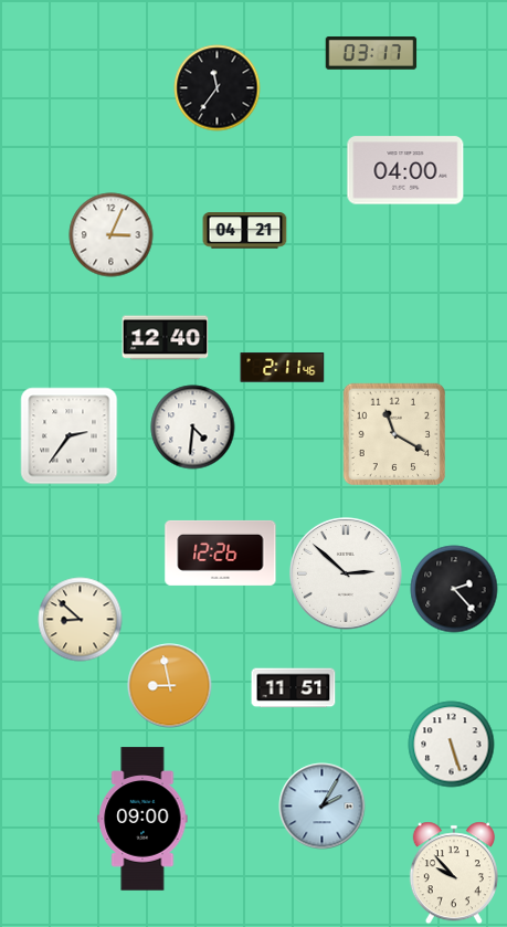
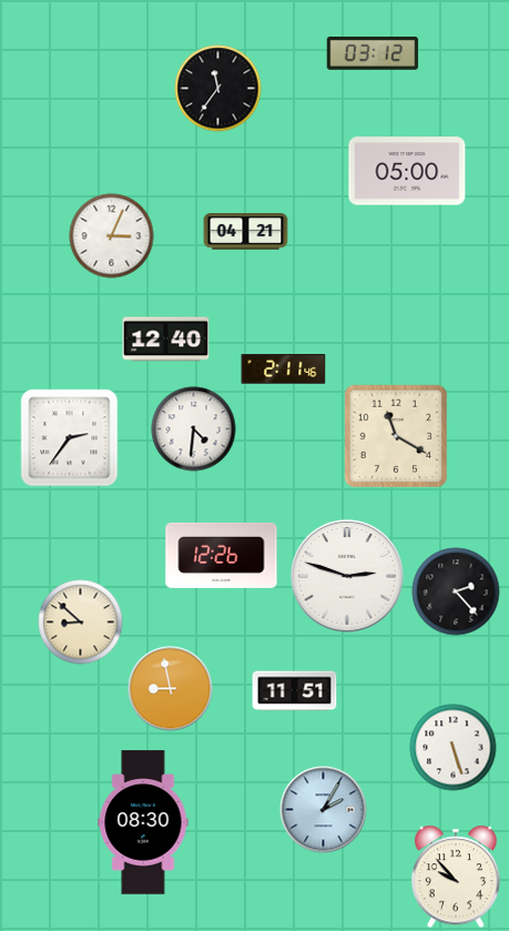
clock at (371, 54): 03:17 -> 03:12
clock at (405, 170): 04:00 -> 05:00
clock at (346, 573): 2:52 -> 2:48
clock at (142, 819): 09:00 -> 08:30
